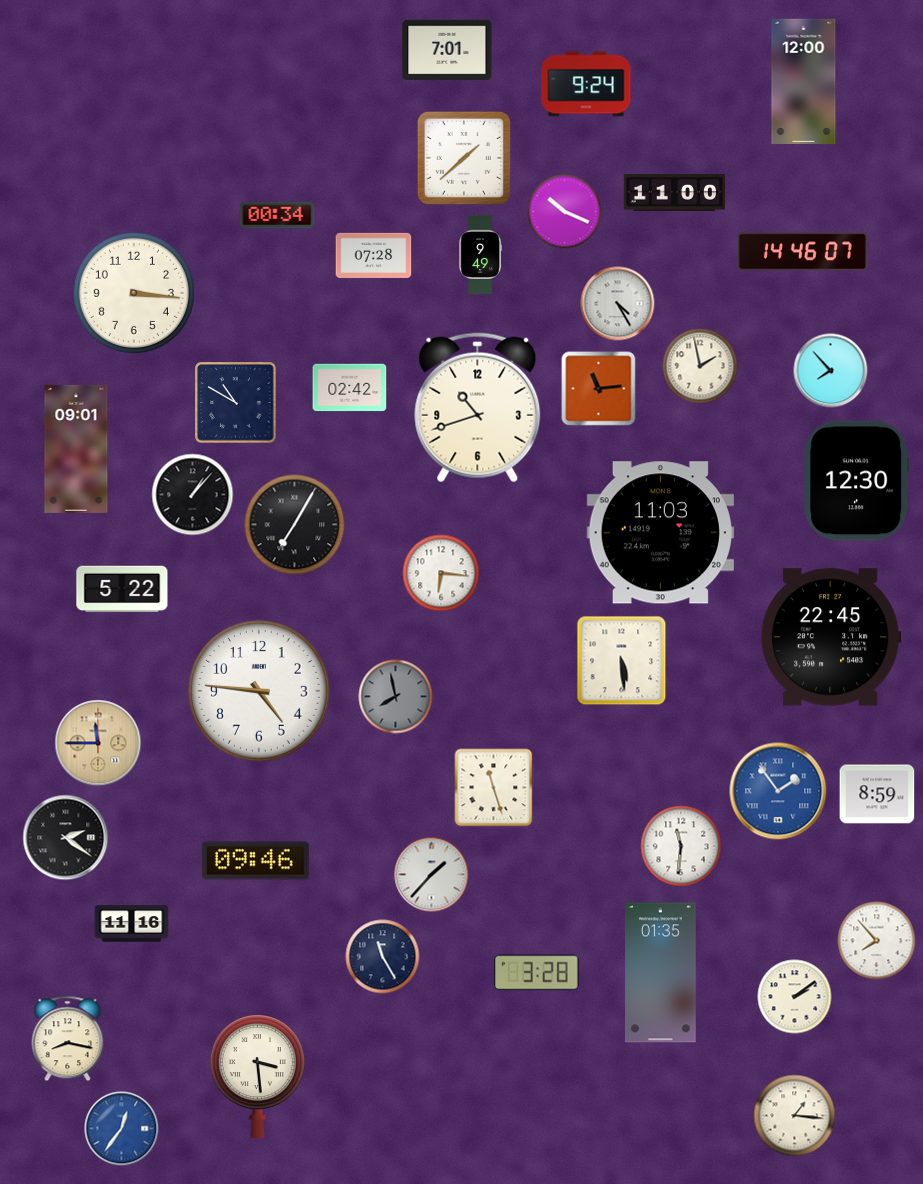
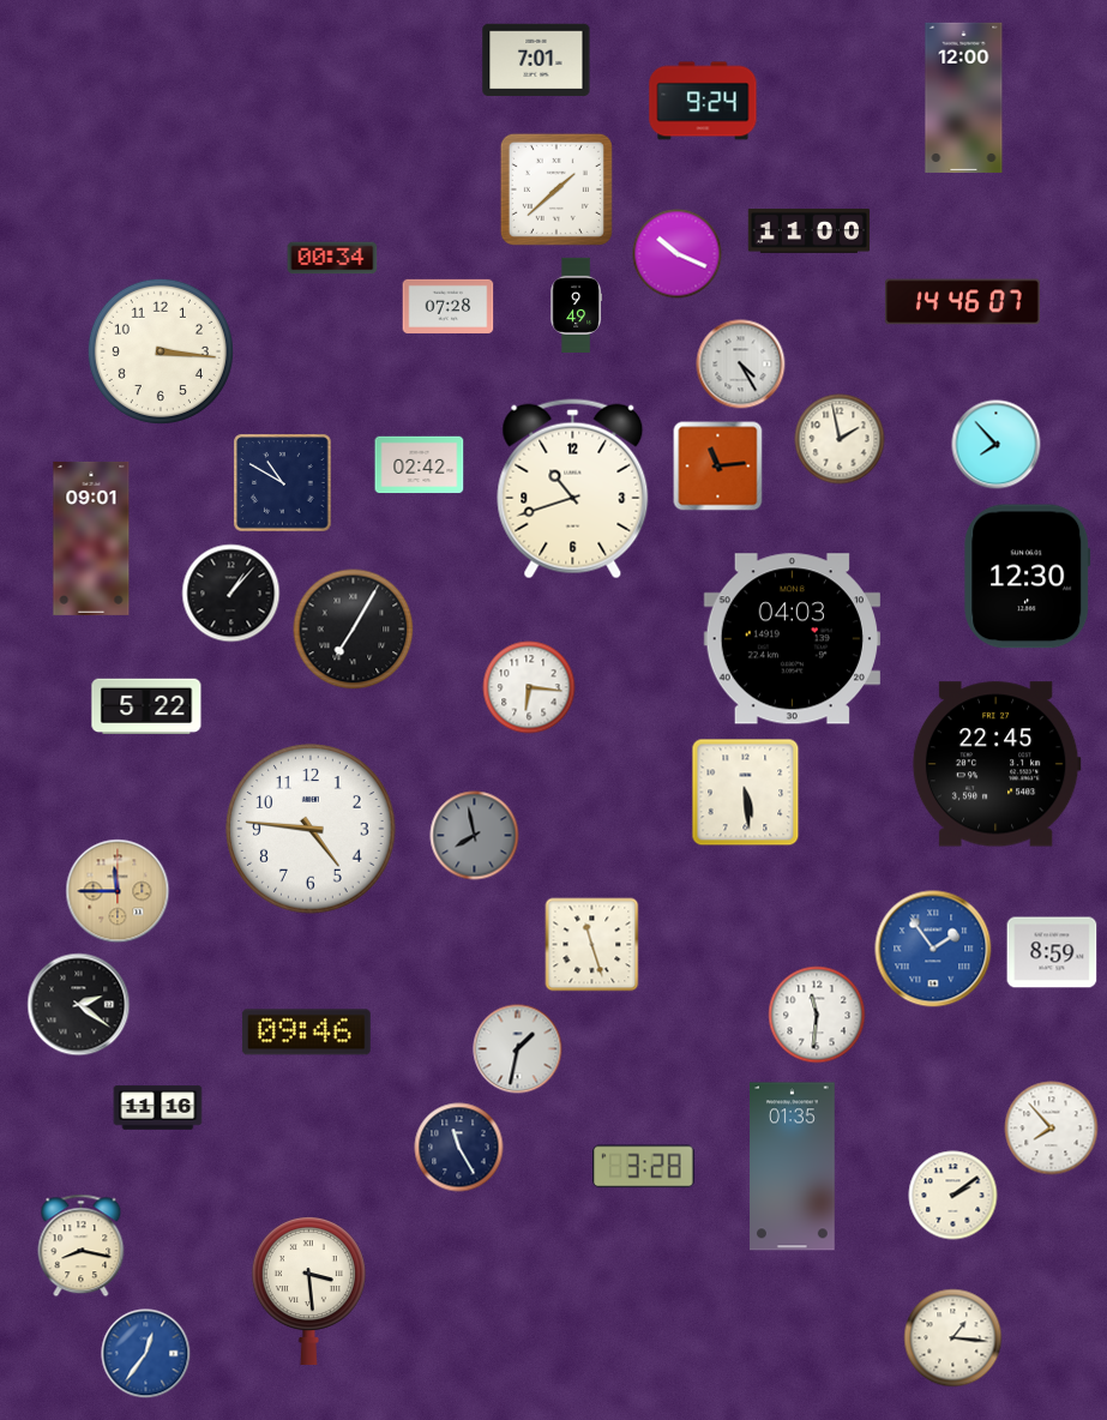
clock at (660, 533): 11:03 -> 04:03
clock at (432, 875): 1:37 -> 1:32
